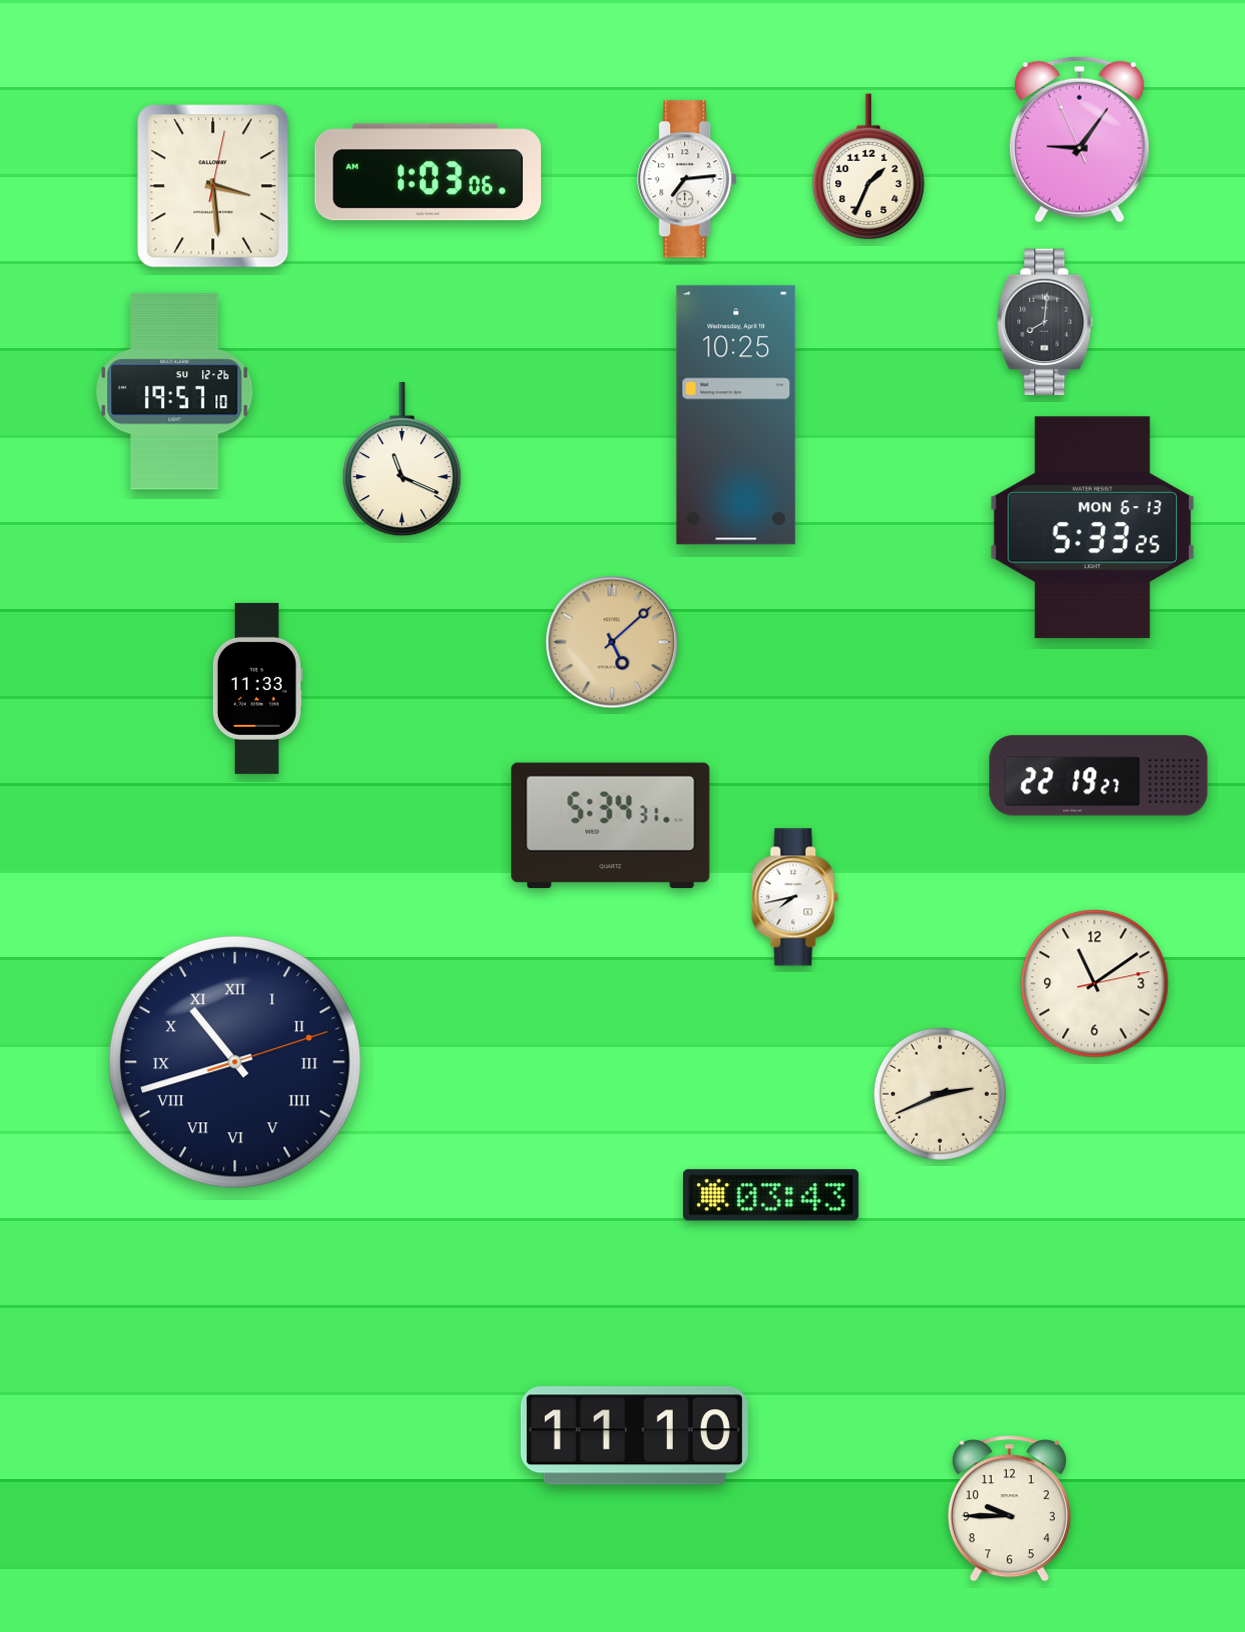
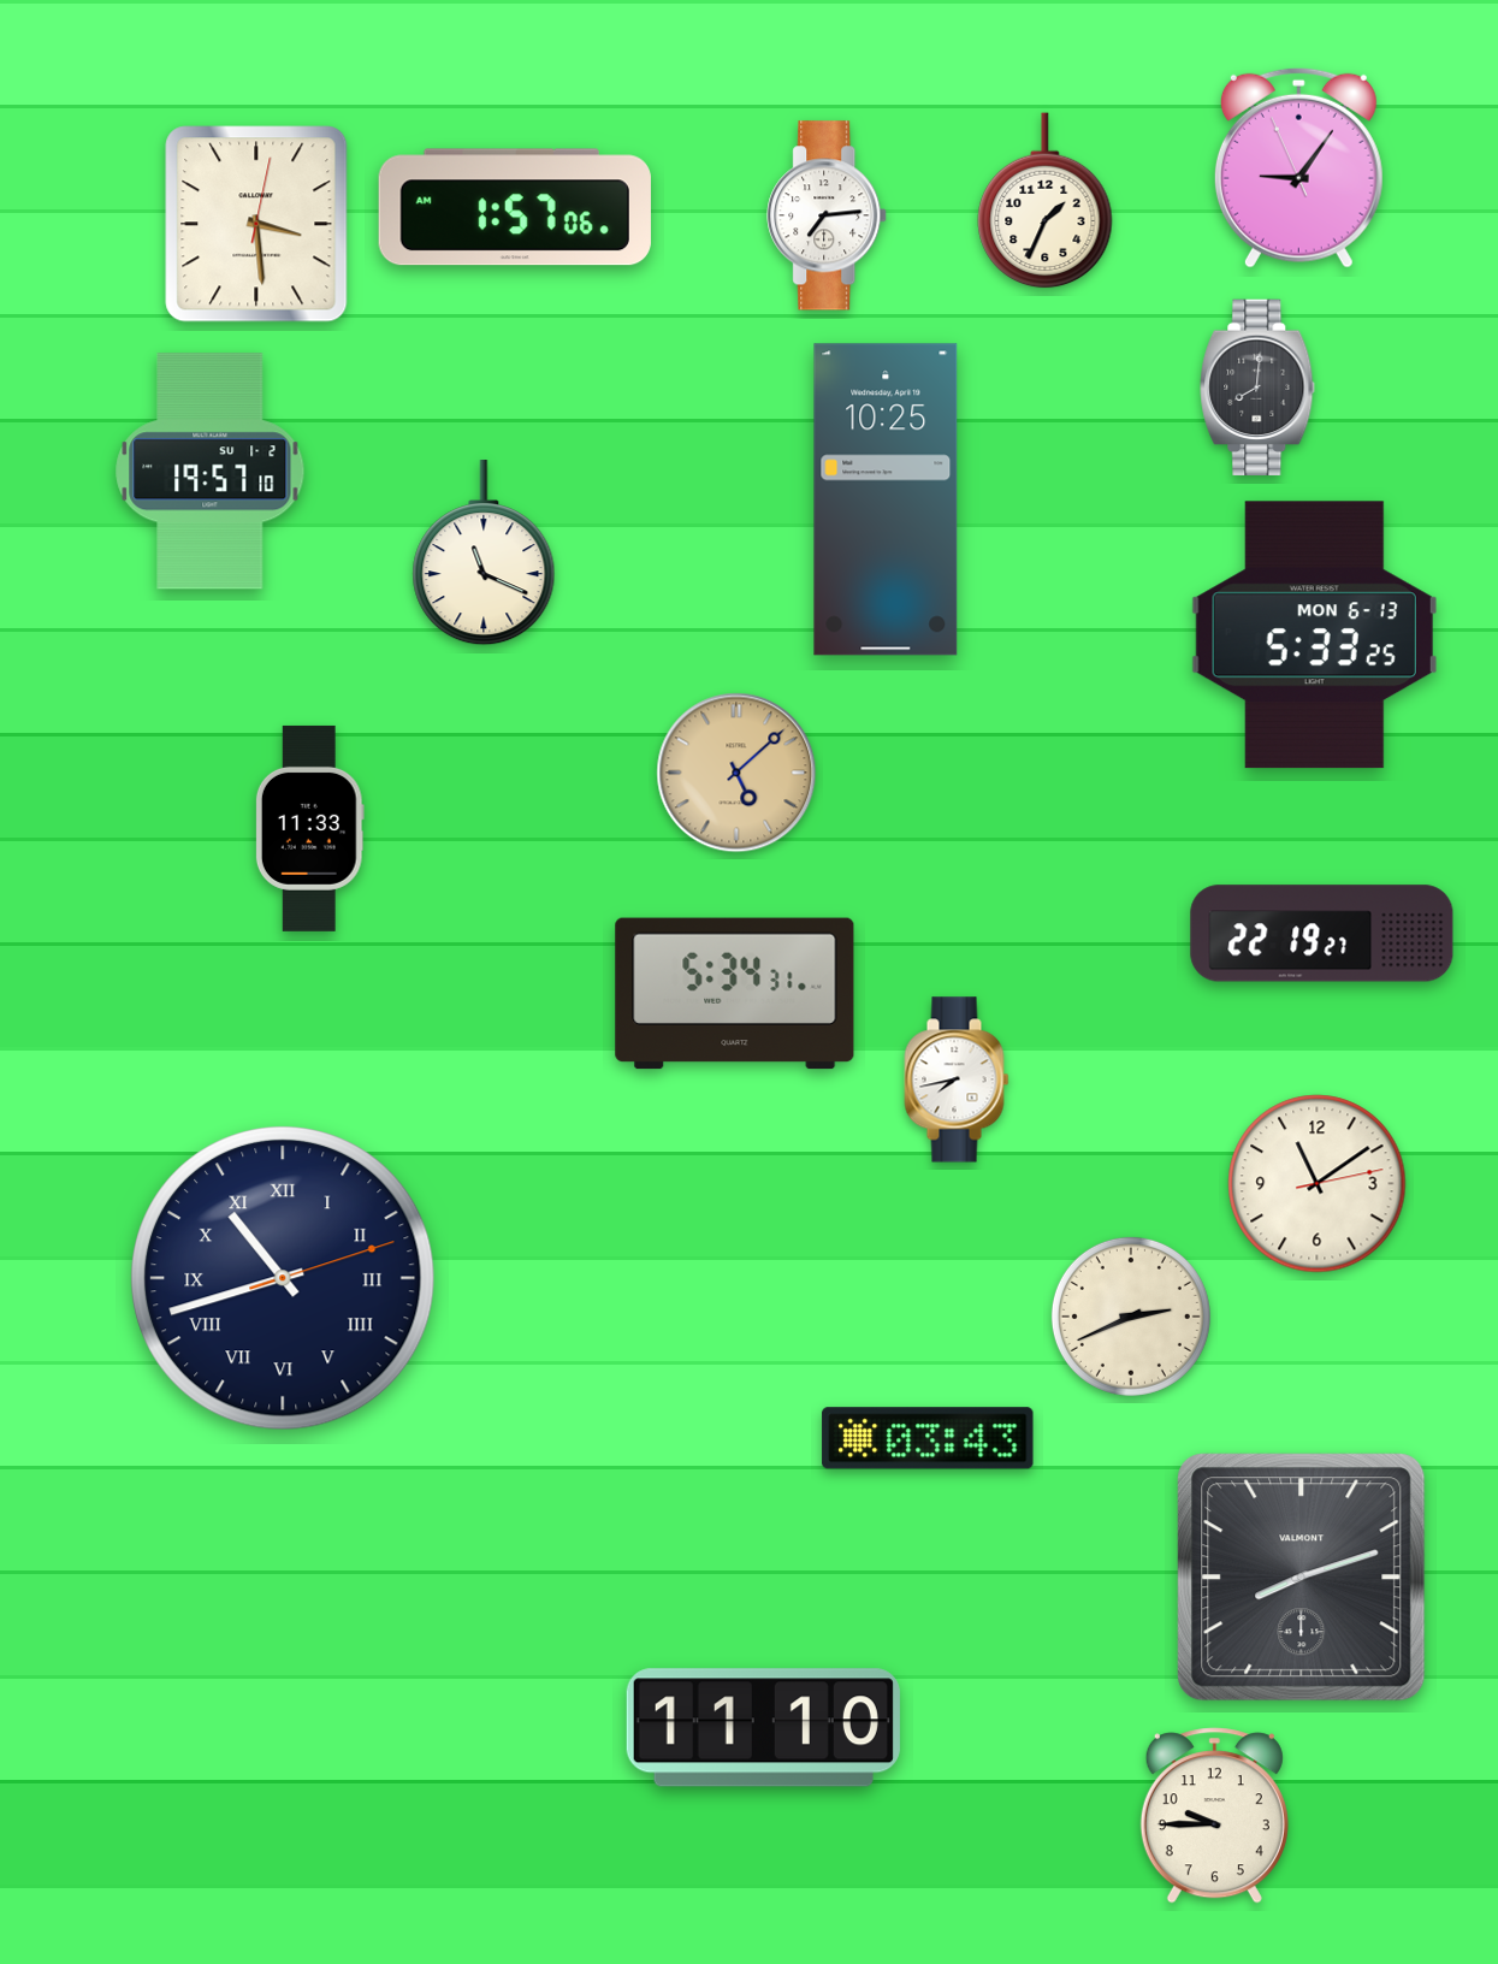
clock at (428, 172): 1:03 -> 1:57
clock at (175, 392) date: SU 12-26 -> SU 1-2
clock at (1302, 1578): none -> 8:12
